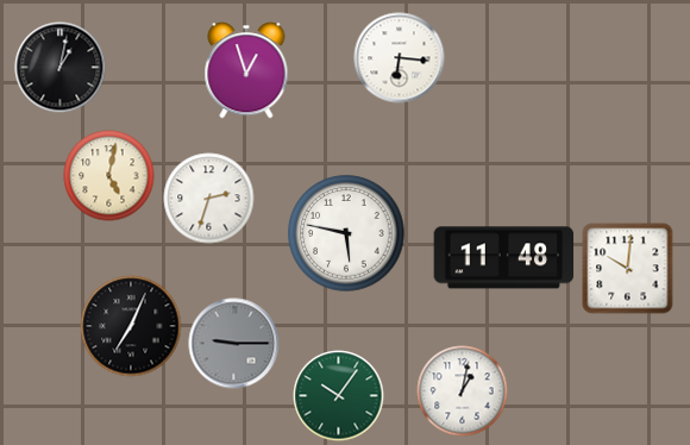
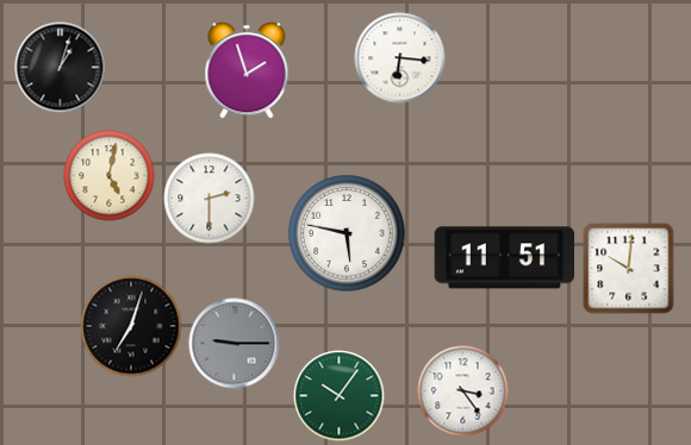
clock at (61, 68): 1:02 -> 1:03
clock at (246, 70): 12:57 -> 1:57
clock at (209, 199): 2:33 -> 2:30
clock at (504, 258): 11:48 -> 11:51
clock at (131, 326): 7:04 -> 7:03
clock at (463, 391): 1:02 -> 3:24
